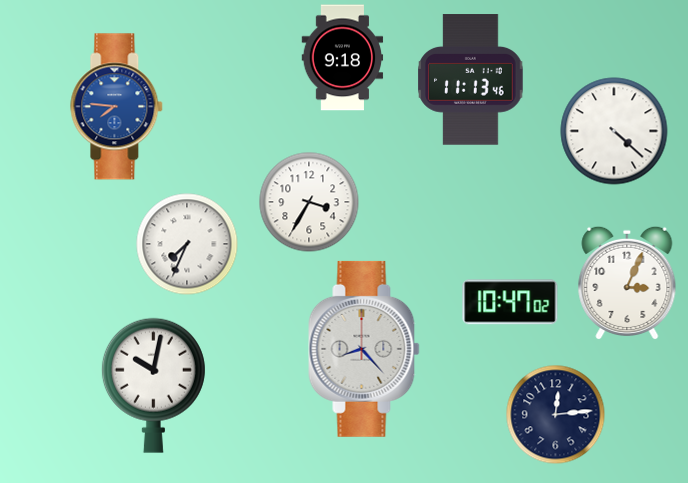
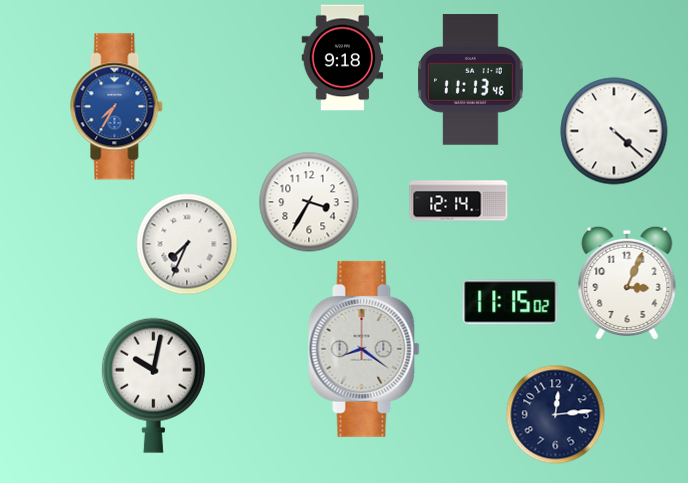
clock at (117, 107): 7:46 -> 7:35
clock at (459, 201): none -> 12:14
clock at (510, 302): 10:47 -> 11:15
clock at (364, 349): 8:23 -> 8:21
